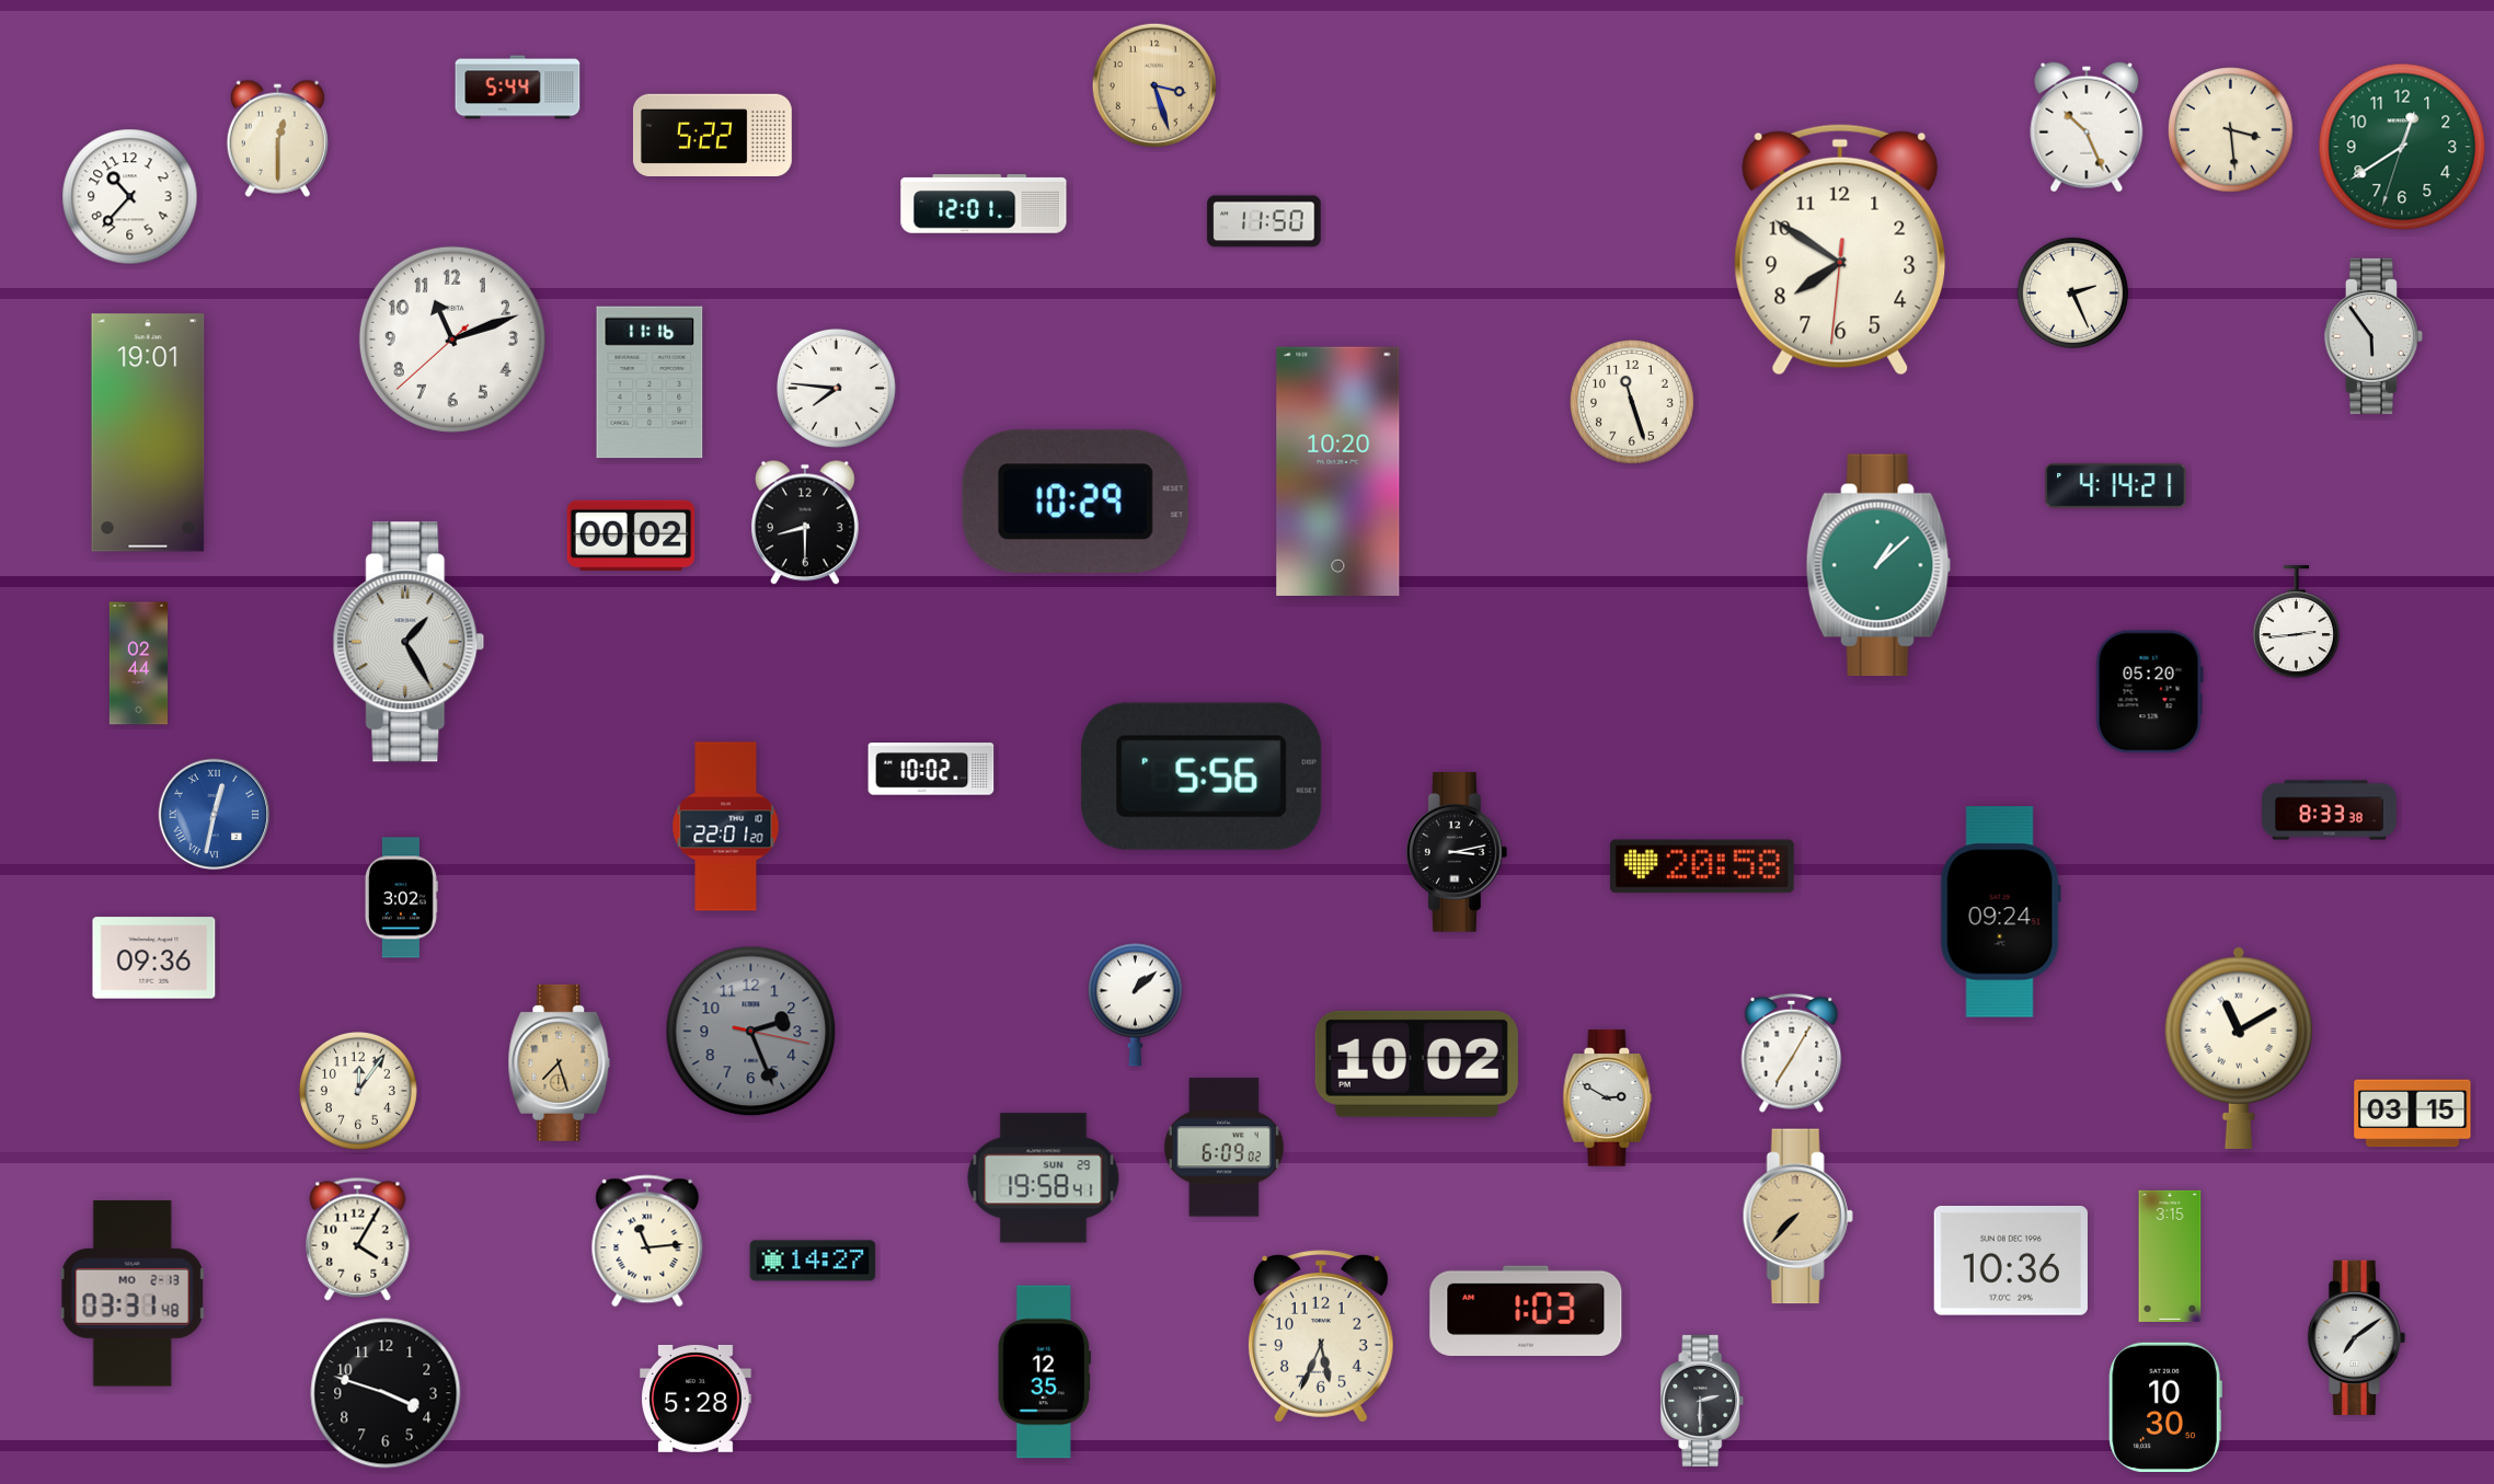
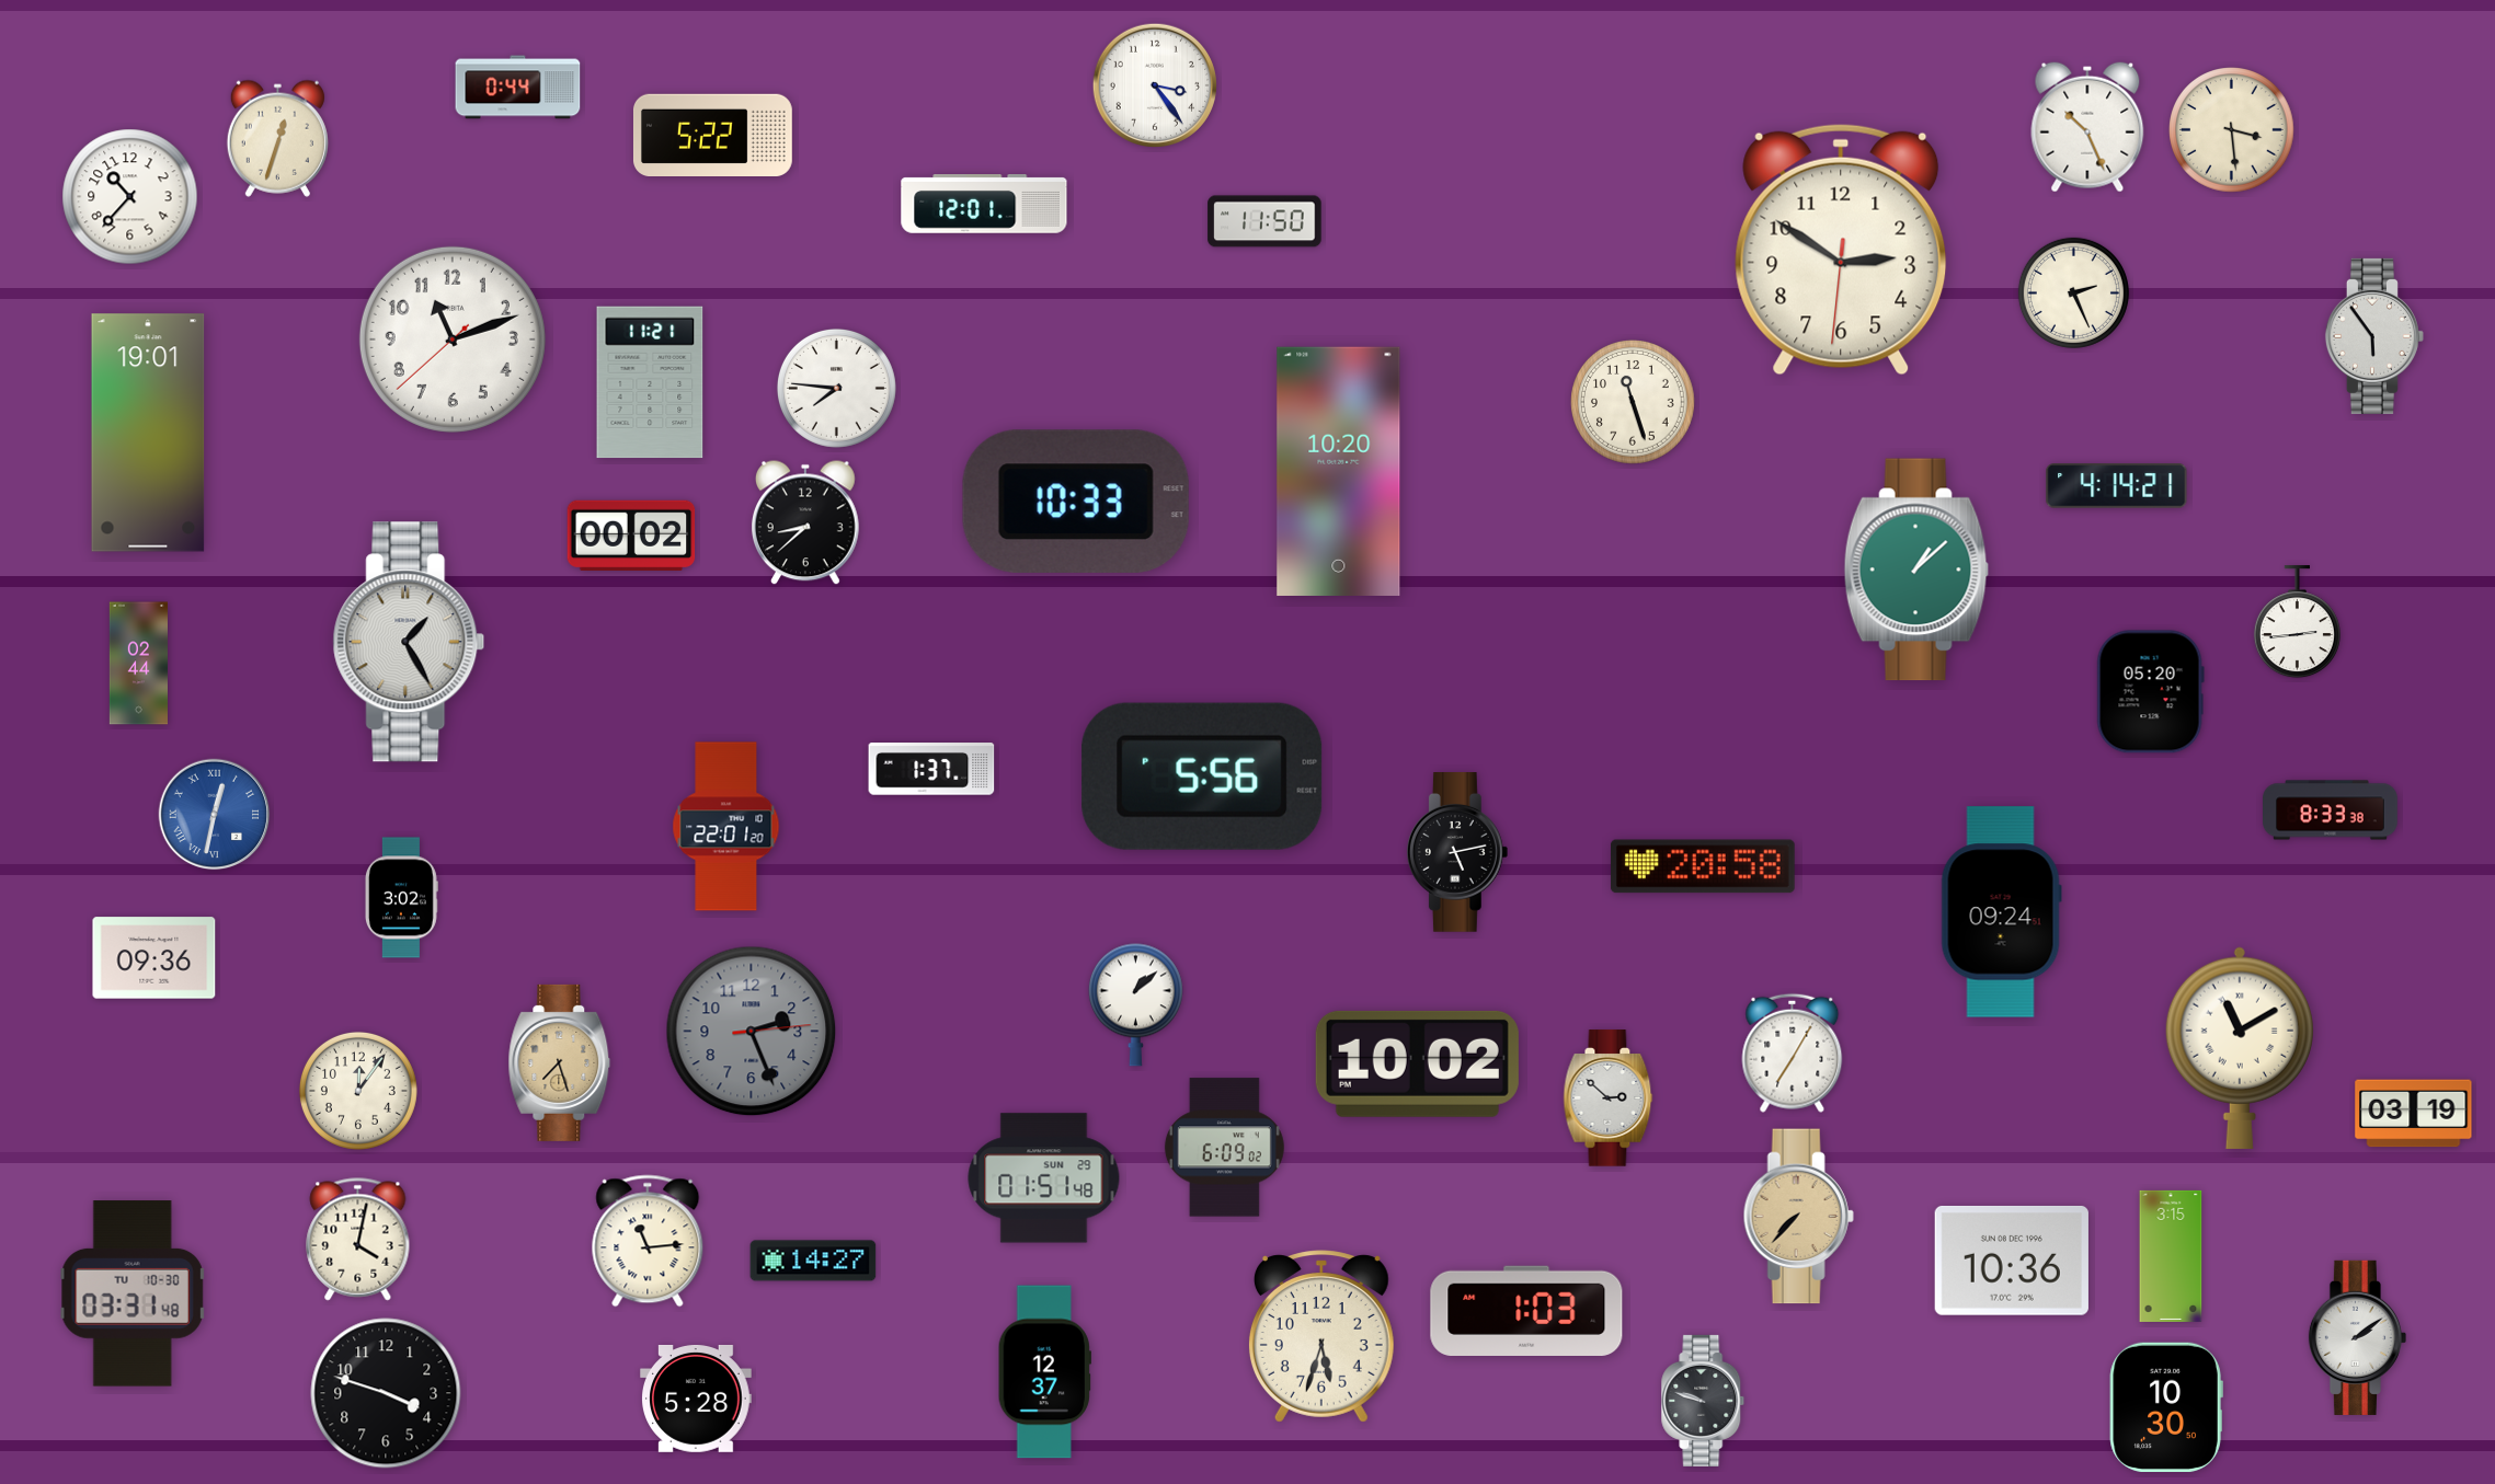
clock at (1153, 84): 3:27 -> 3:24
clock at (1153, 84) dial: champagne -> white
clock at (518, 88): 5:44 -> 0:44
clock at (277, 138): 12:30 -> 12:33
clock at (2402, 147): 12:39 -> none
clock at (1840, 250): 7:50 -> 2:50
clock at (650, 382): 11:16 -> 11:21
clock at (1076, 502): 10:29 -> 10:33
clock at (806, 522): 8:30 -> 8:38
clock at (1878, 565) position: (1878, 565) -> (1916, 570)
clock at (931, 769): 10:02 -> 1:37
clock at (1457, 853): 3:13 -> 5:13
clock at (751, 1032): 2:26:17 -> 2:26:14
clock at (1608, 1098): 2:50 -> 2:52
clock at (2413, 1114): 03:15 -> 03:19
clock at (1044, 1178): 19:58 -> 01:51
clock at (358, 1240): 4:05 -> 4:02
clock at (133, 1293) date: MO 2-13 -> TU 10-30
clock at (1321, 1336): 5:34 -> 5:33
clock at (2356, 1337): 7:09 -> 2:09
clock at (1044, 1372): 12:35 -> 12:37
clock at (1702, 1401): 2:30 -> 9:48
